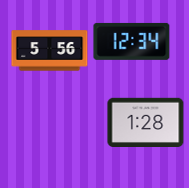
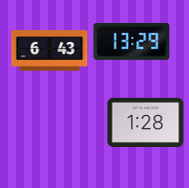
clock at (132, 41): 12:34 -> 13:29
clock at (50, 51): 5:56 -> 6:43
